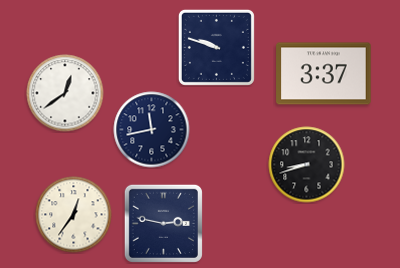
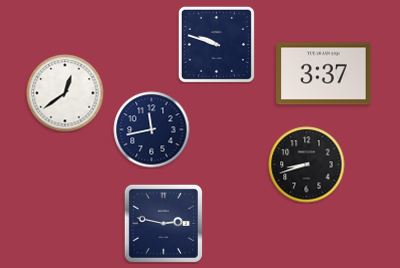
clock at (216, 47) position: (216, 47) -> (216, 44)
clock at (74, 215): 12:36 -> none
